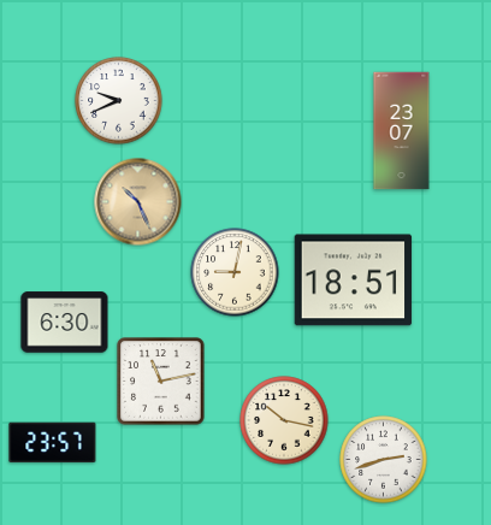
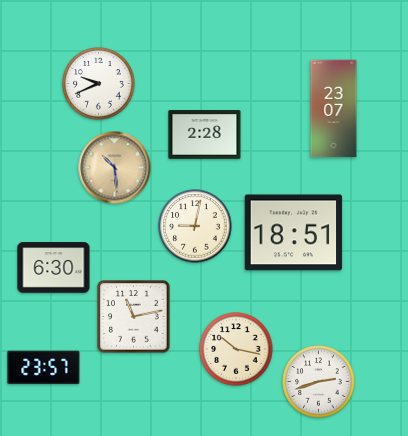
clock at (205, 135): none -> 2:28
clock at (138, 202): 10:26 -> 10:29
